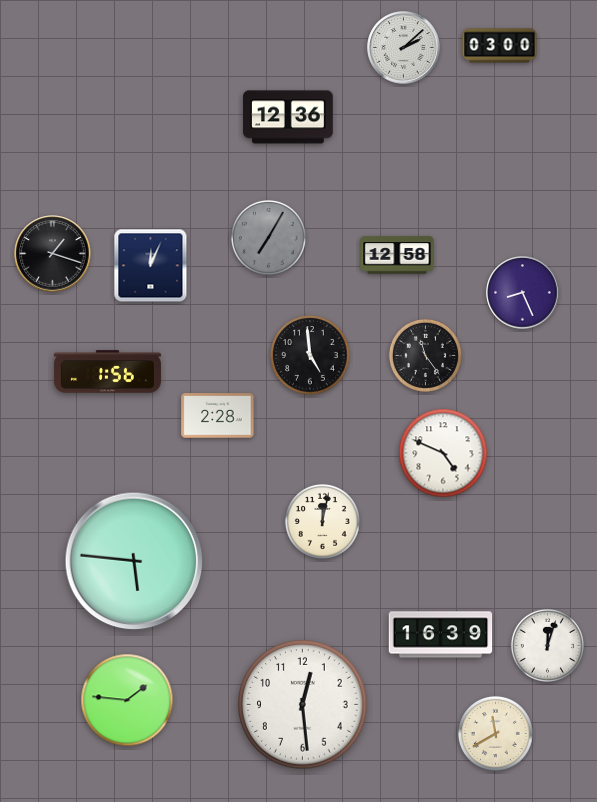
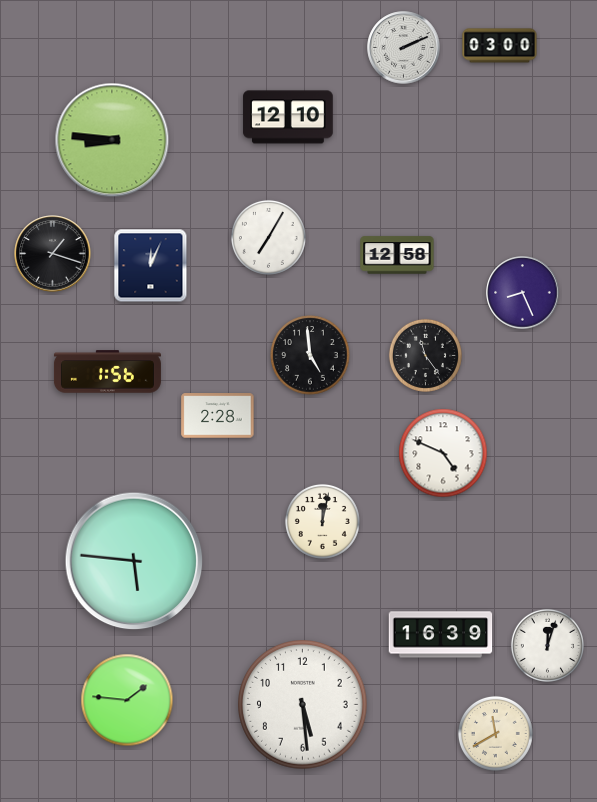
clock at (404, 48): 2:08 -> 2:11
clock at (288, 117): 12:36 -> 12:10
clock at (112, 140): none -> 8:46
clock at (268, 237) dial: grey -> white
clock at (303, 705): 12:29 -> 5:29
